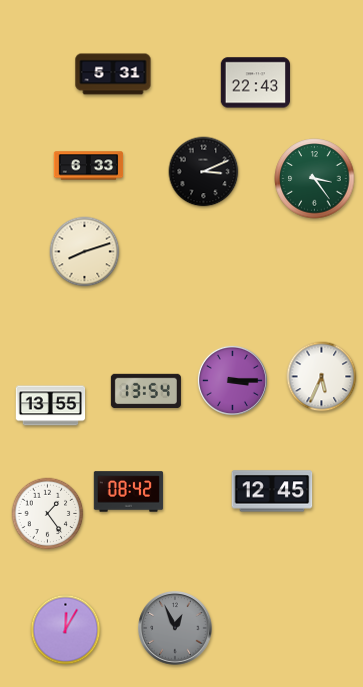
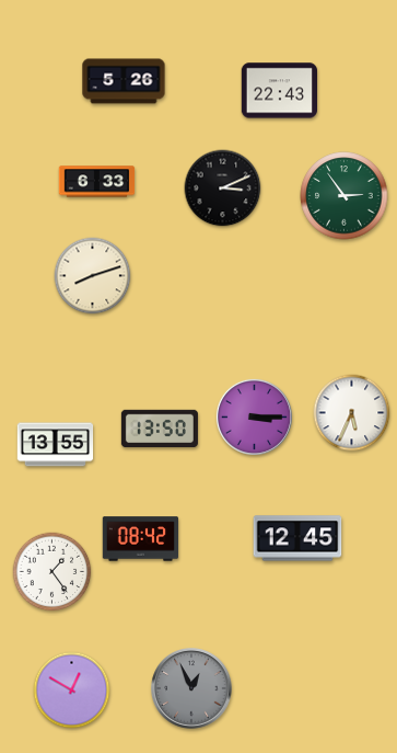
clock at (113, 74): 5:31 -> 5:26
clock at (315, 179): 3:24 -> 2:54
clock at (146, 391): 13:54 -> 13:50
clock at (48, 514) position: (48, 514) -> (52, 572)
clock at (66, 630): 12:05 -> 12:50
